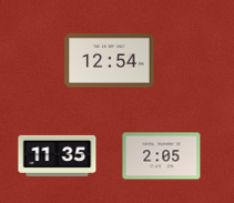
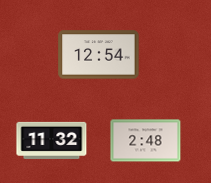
clock at (58, 155): 11:35 -> 11:32
clock at (162, 156): 2:05 -> 2:48
